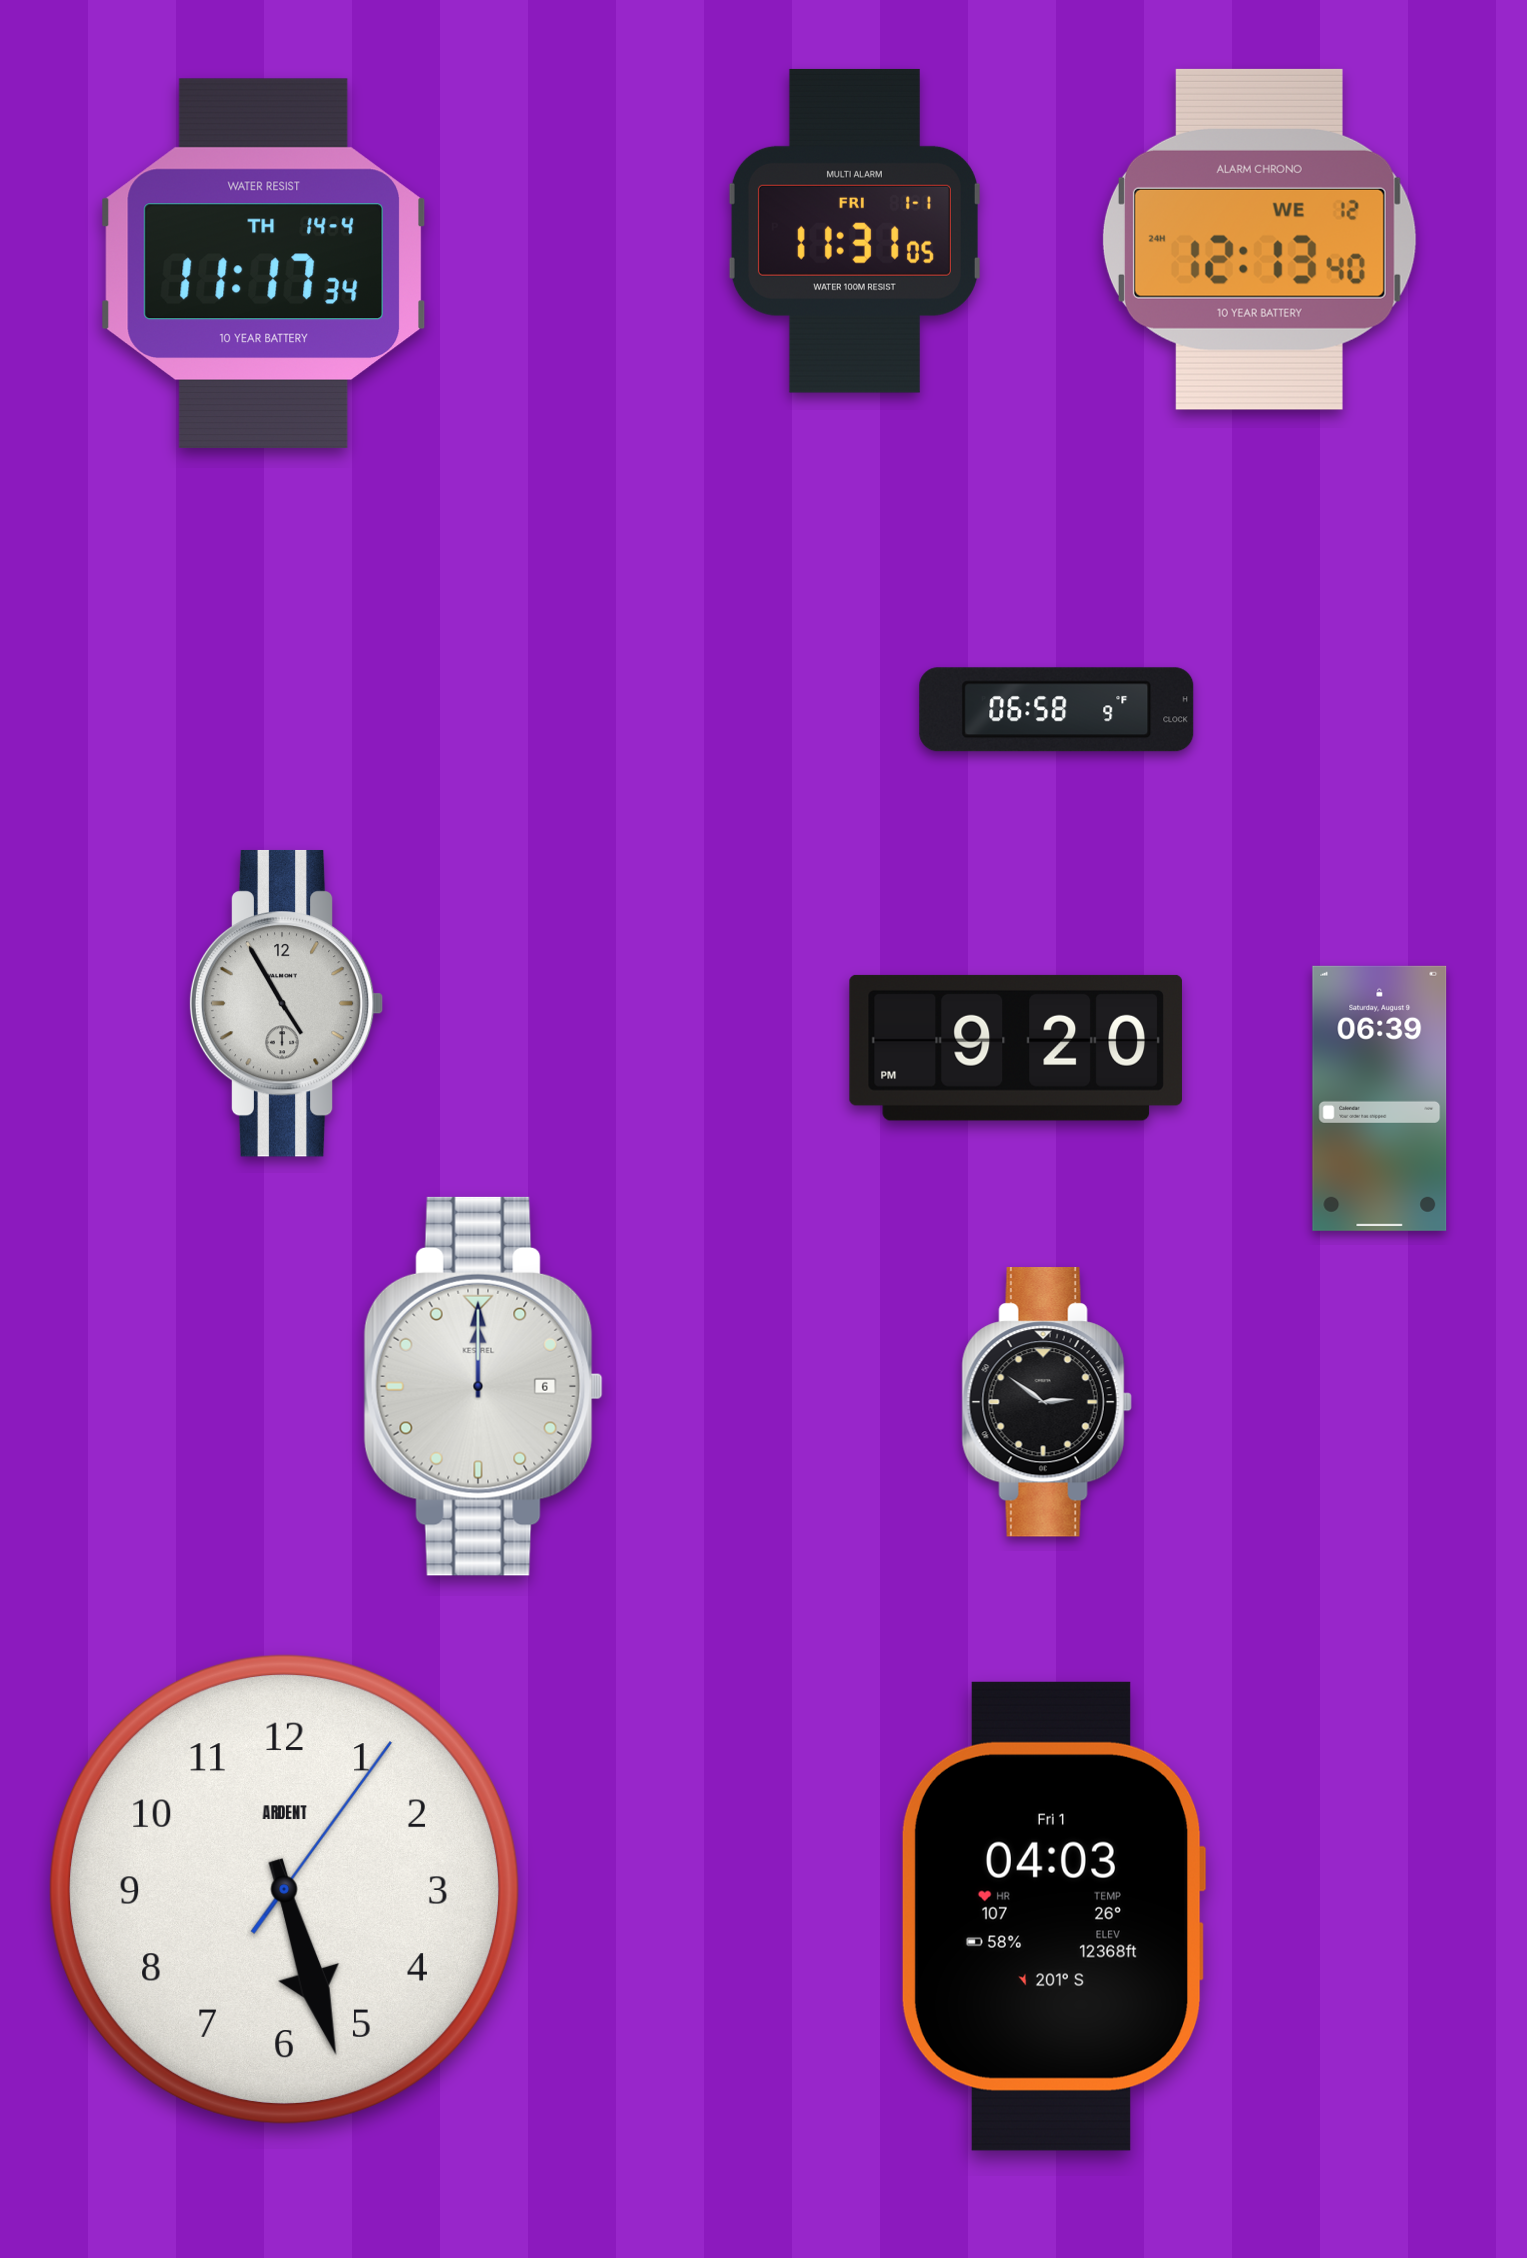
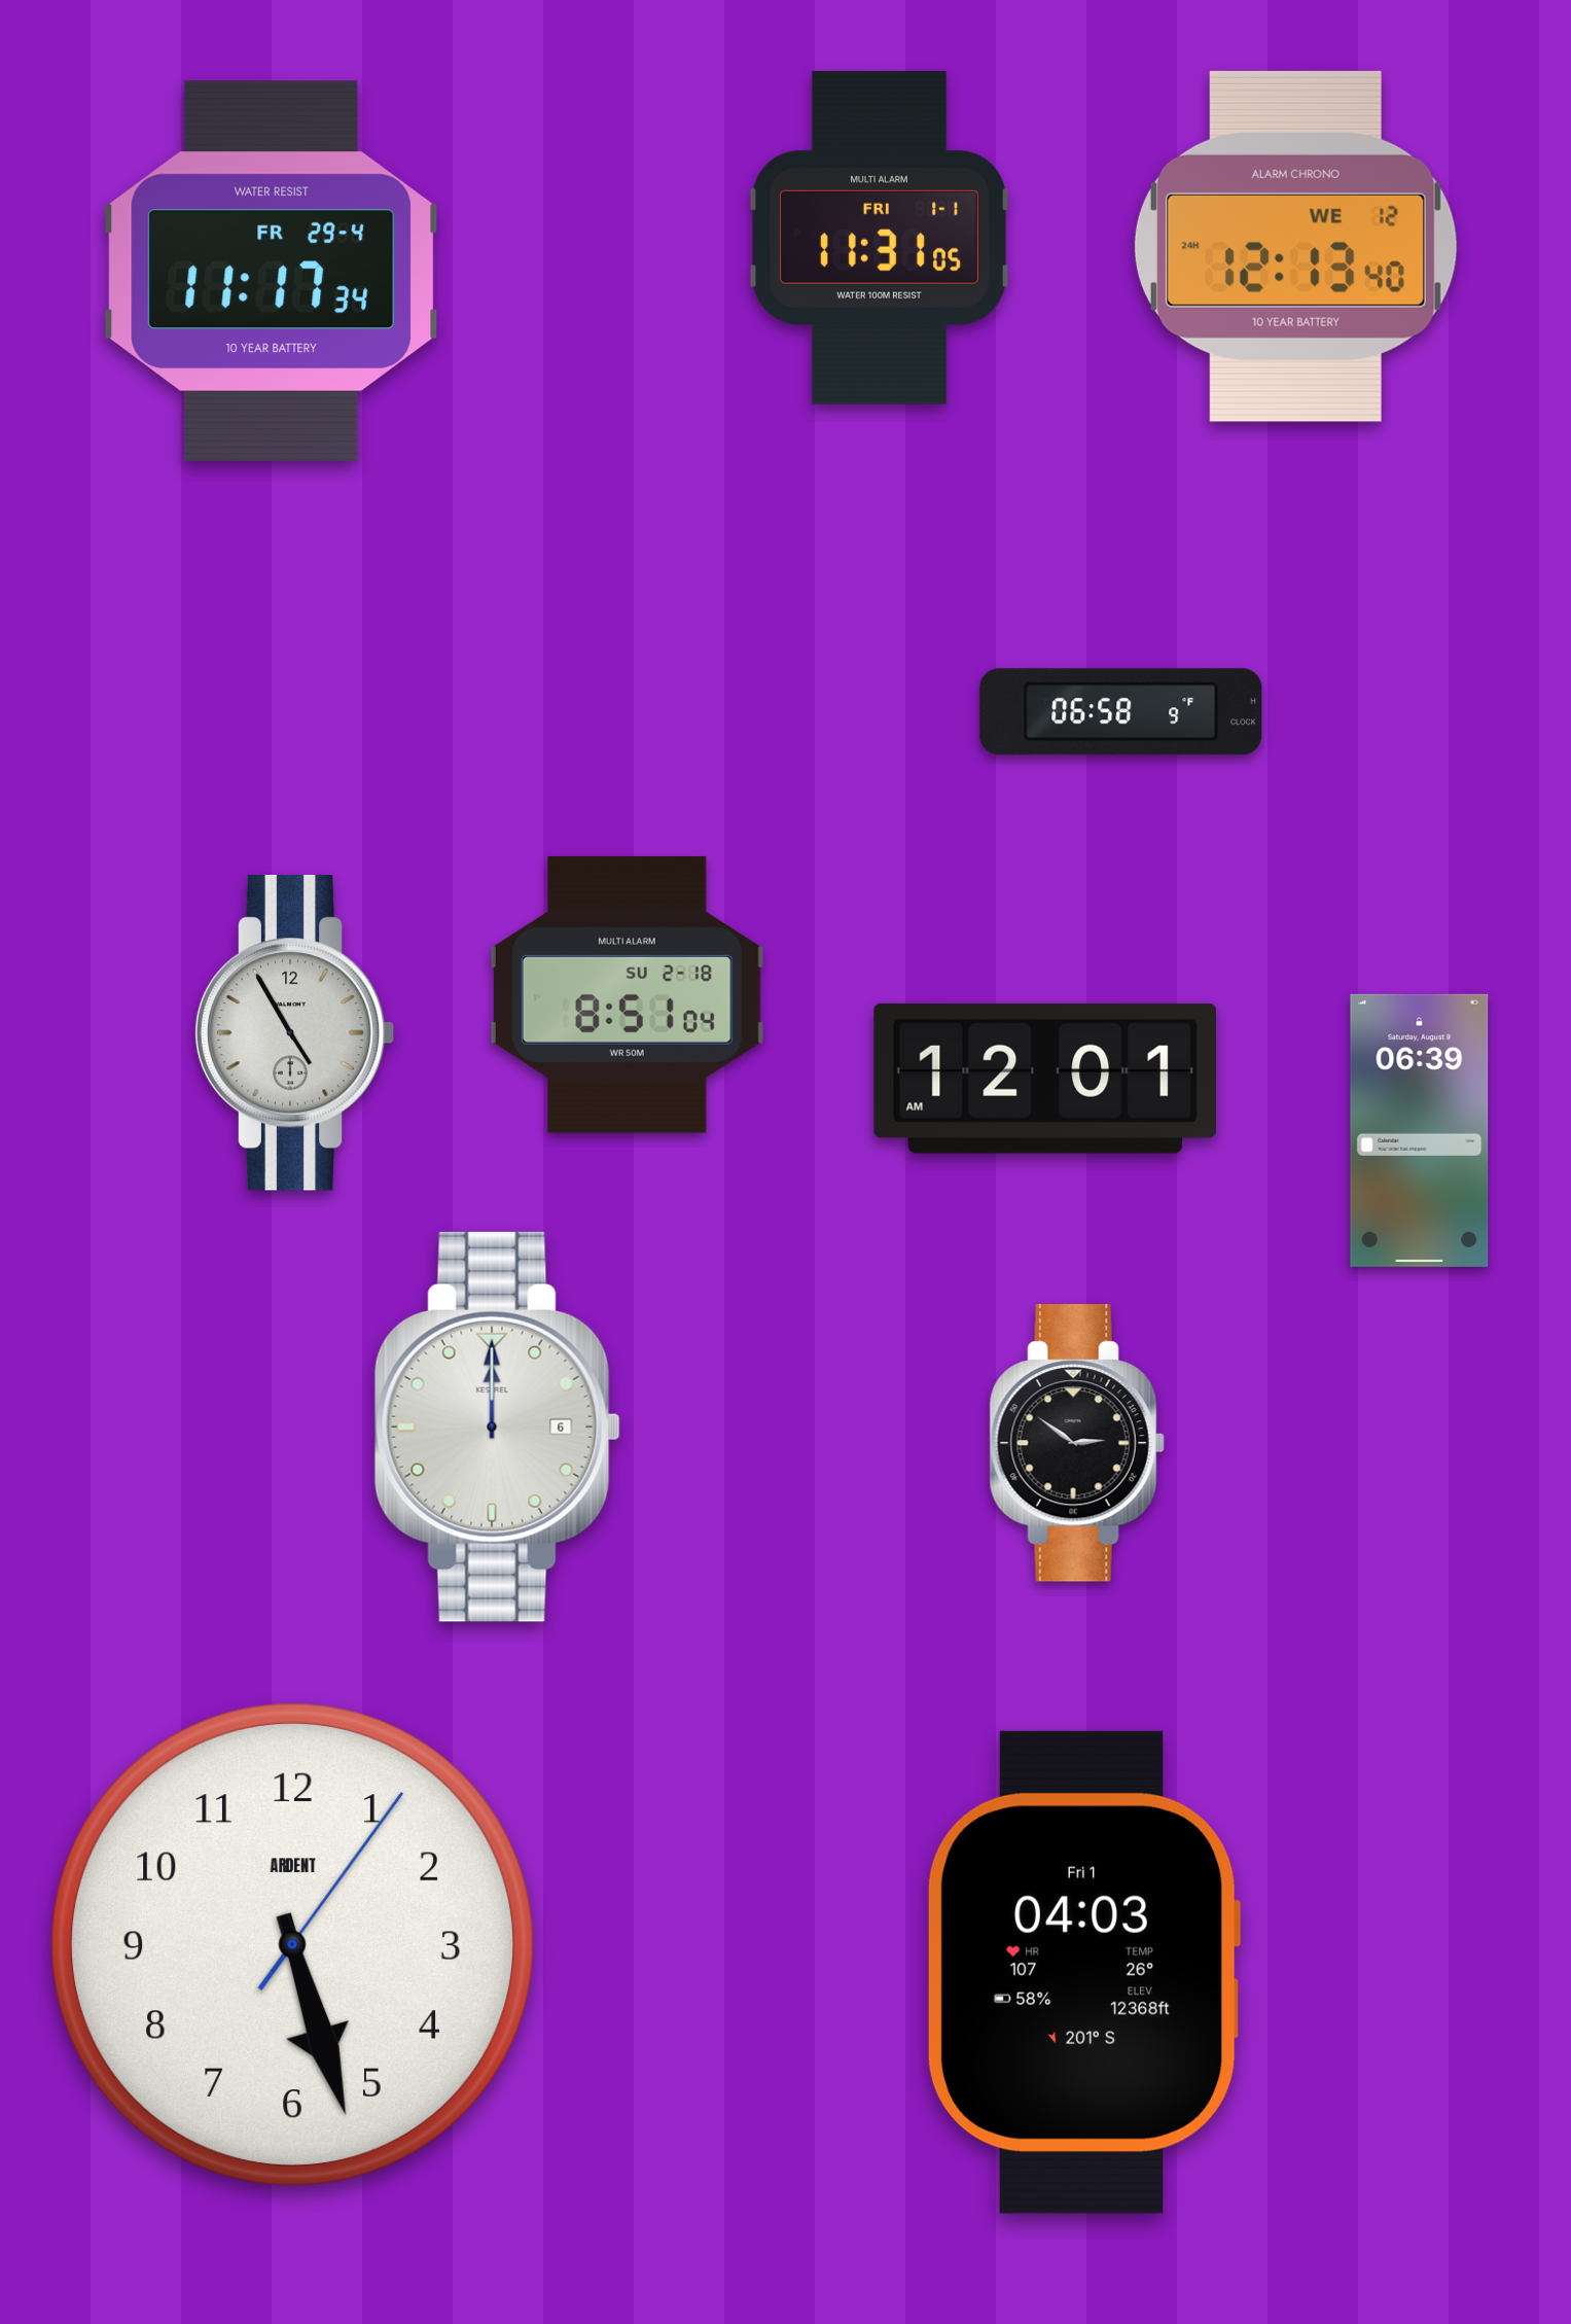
clock at (264, 263) date: TH 14-4 -> FR 29-4
clock at (1057, 710) position: (1057, 710) -> (1121, 712)
clock at (627, 994): none -> 8:51
clock at (1016, 1048): 9:20 -> 12:01
